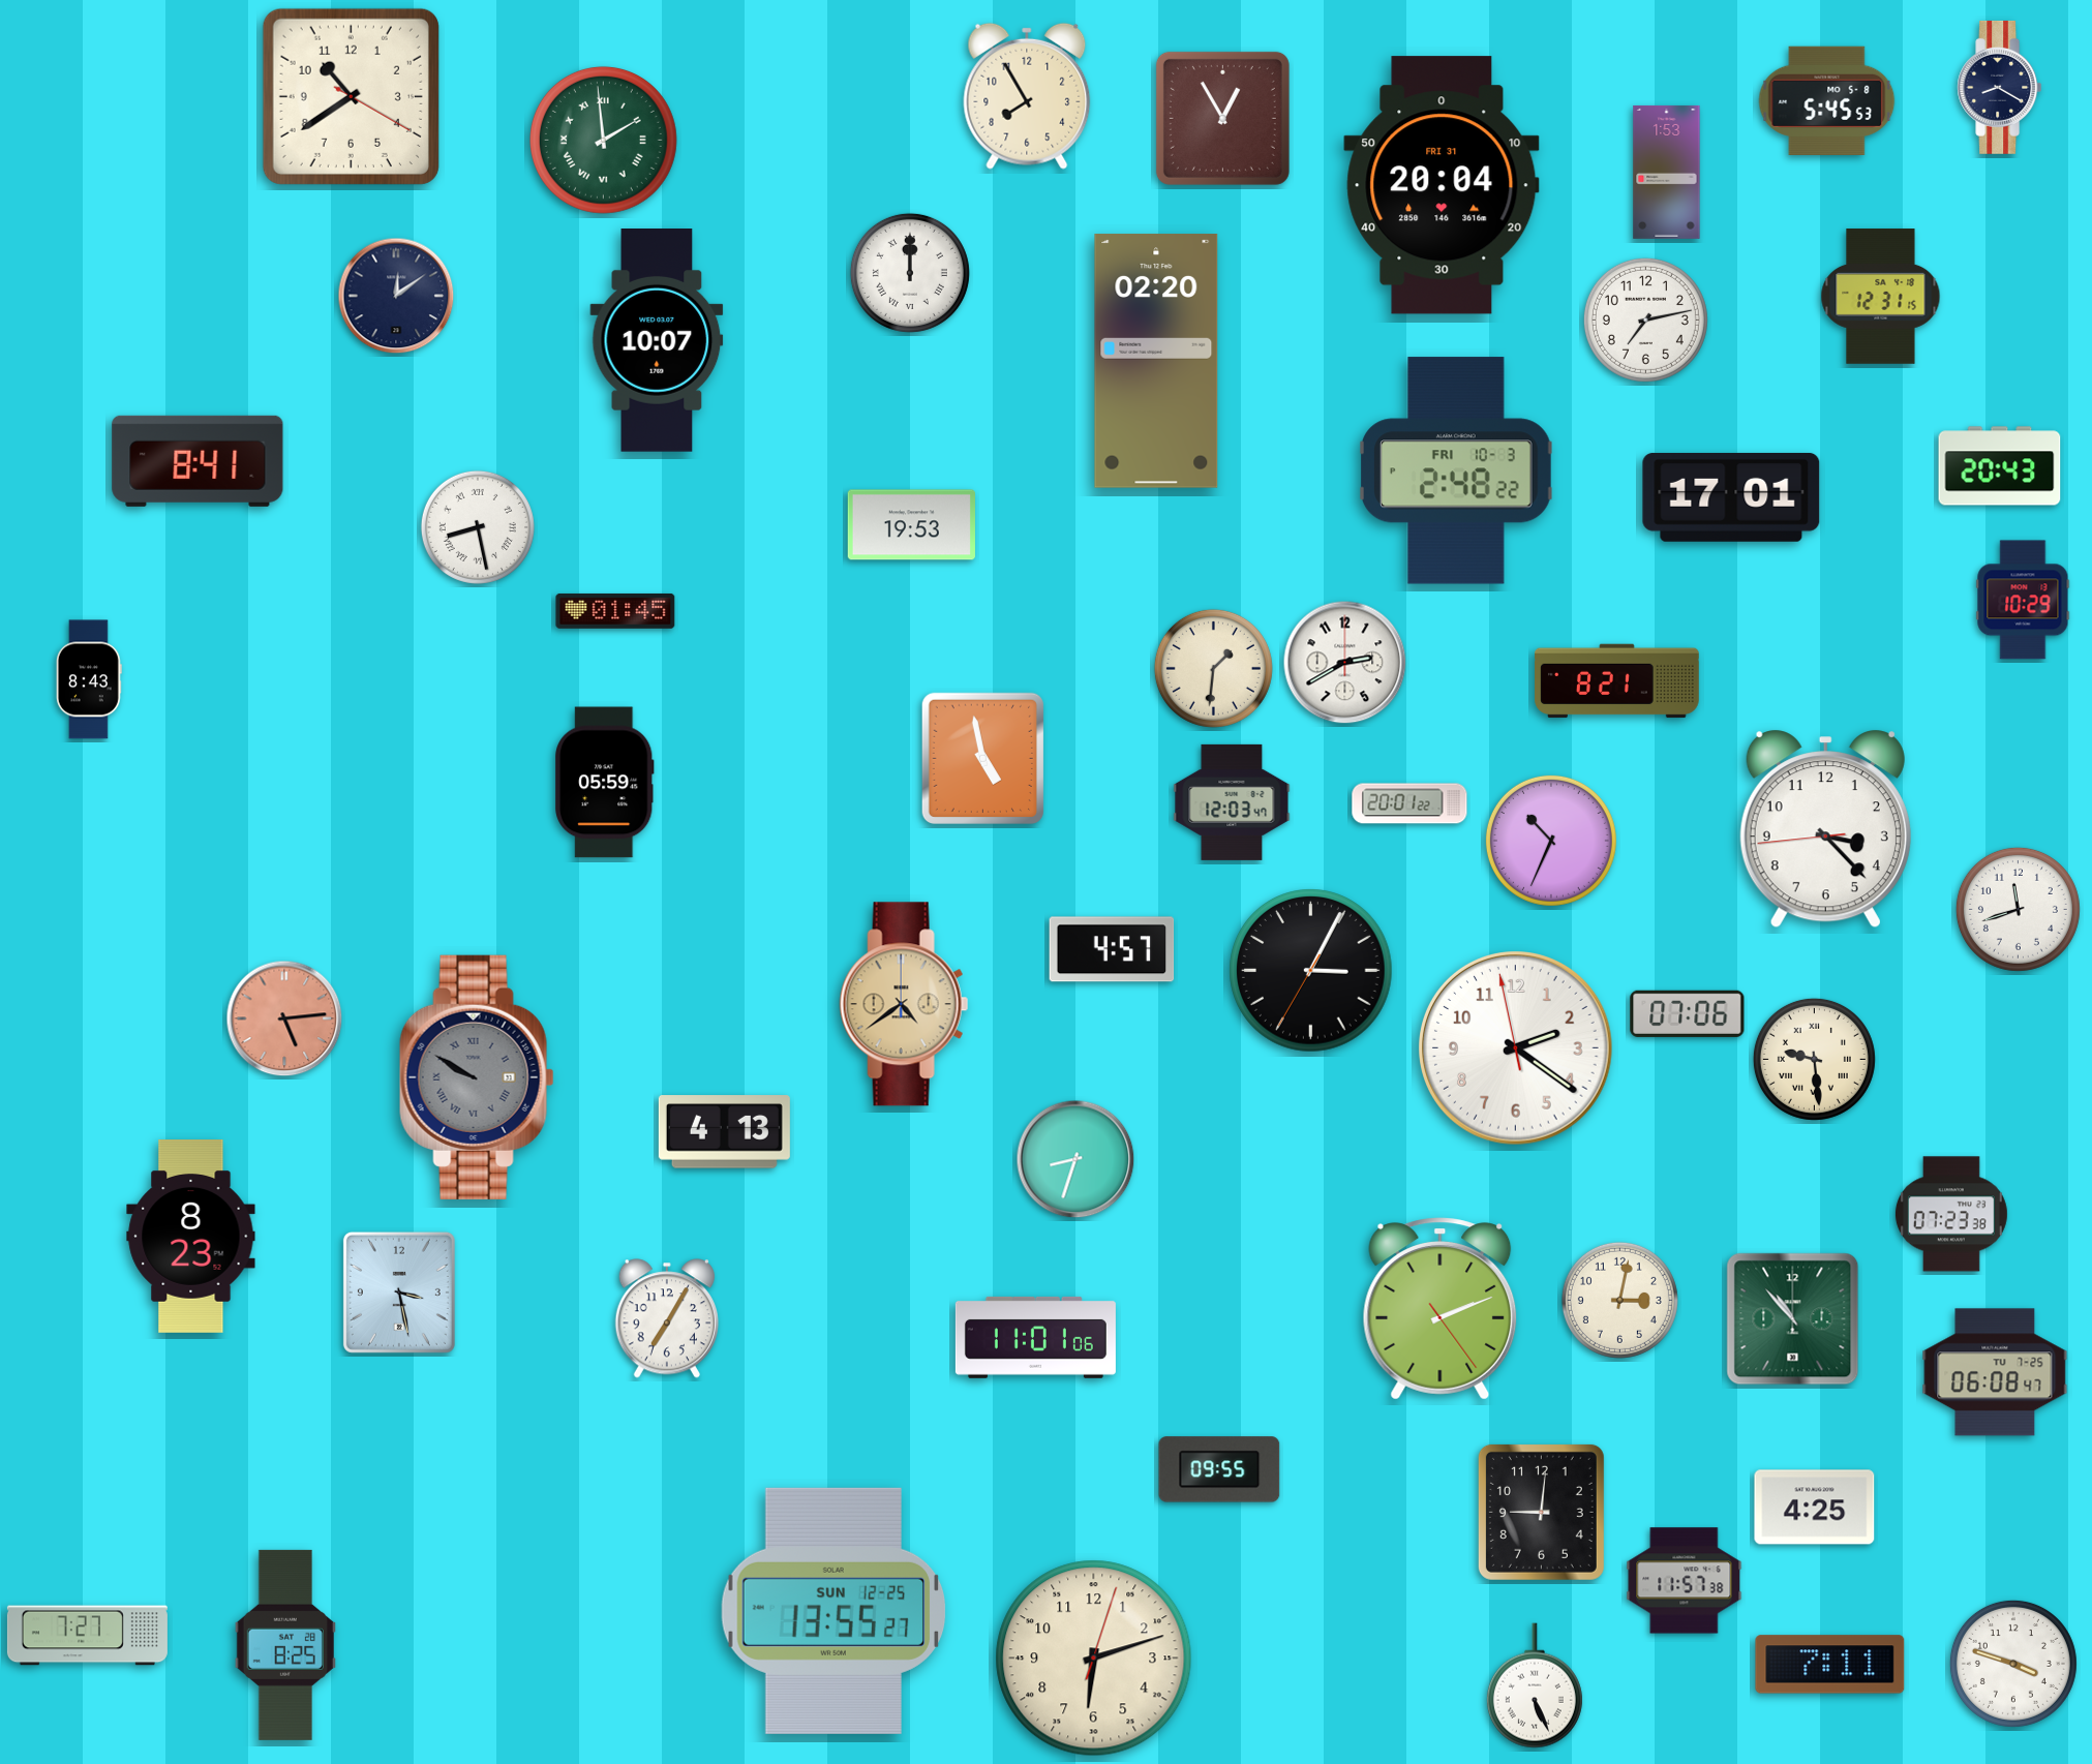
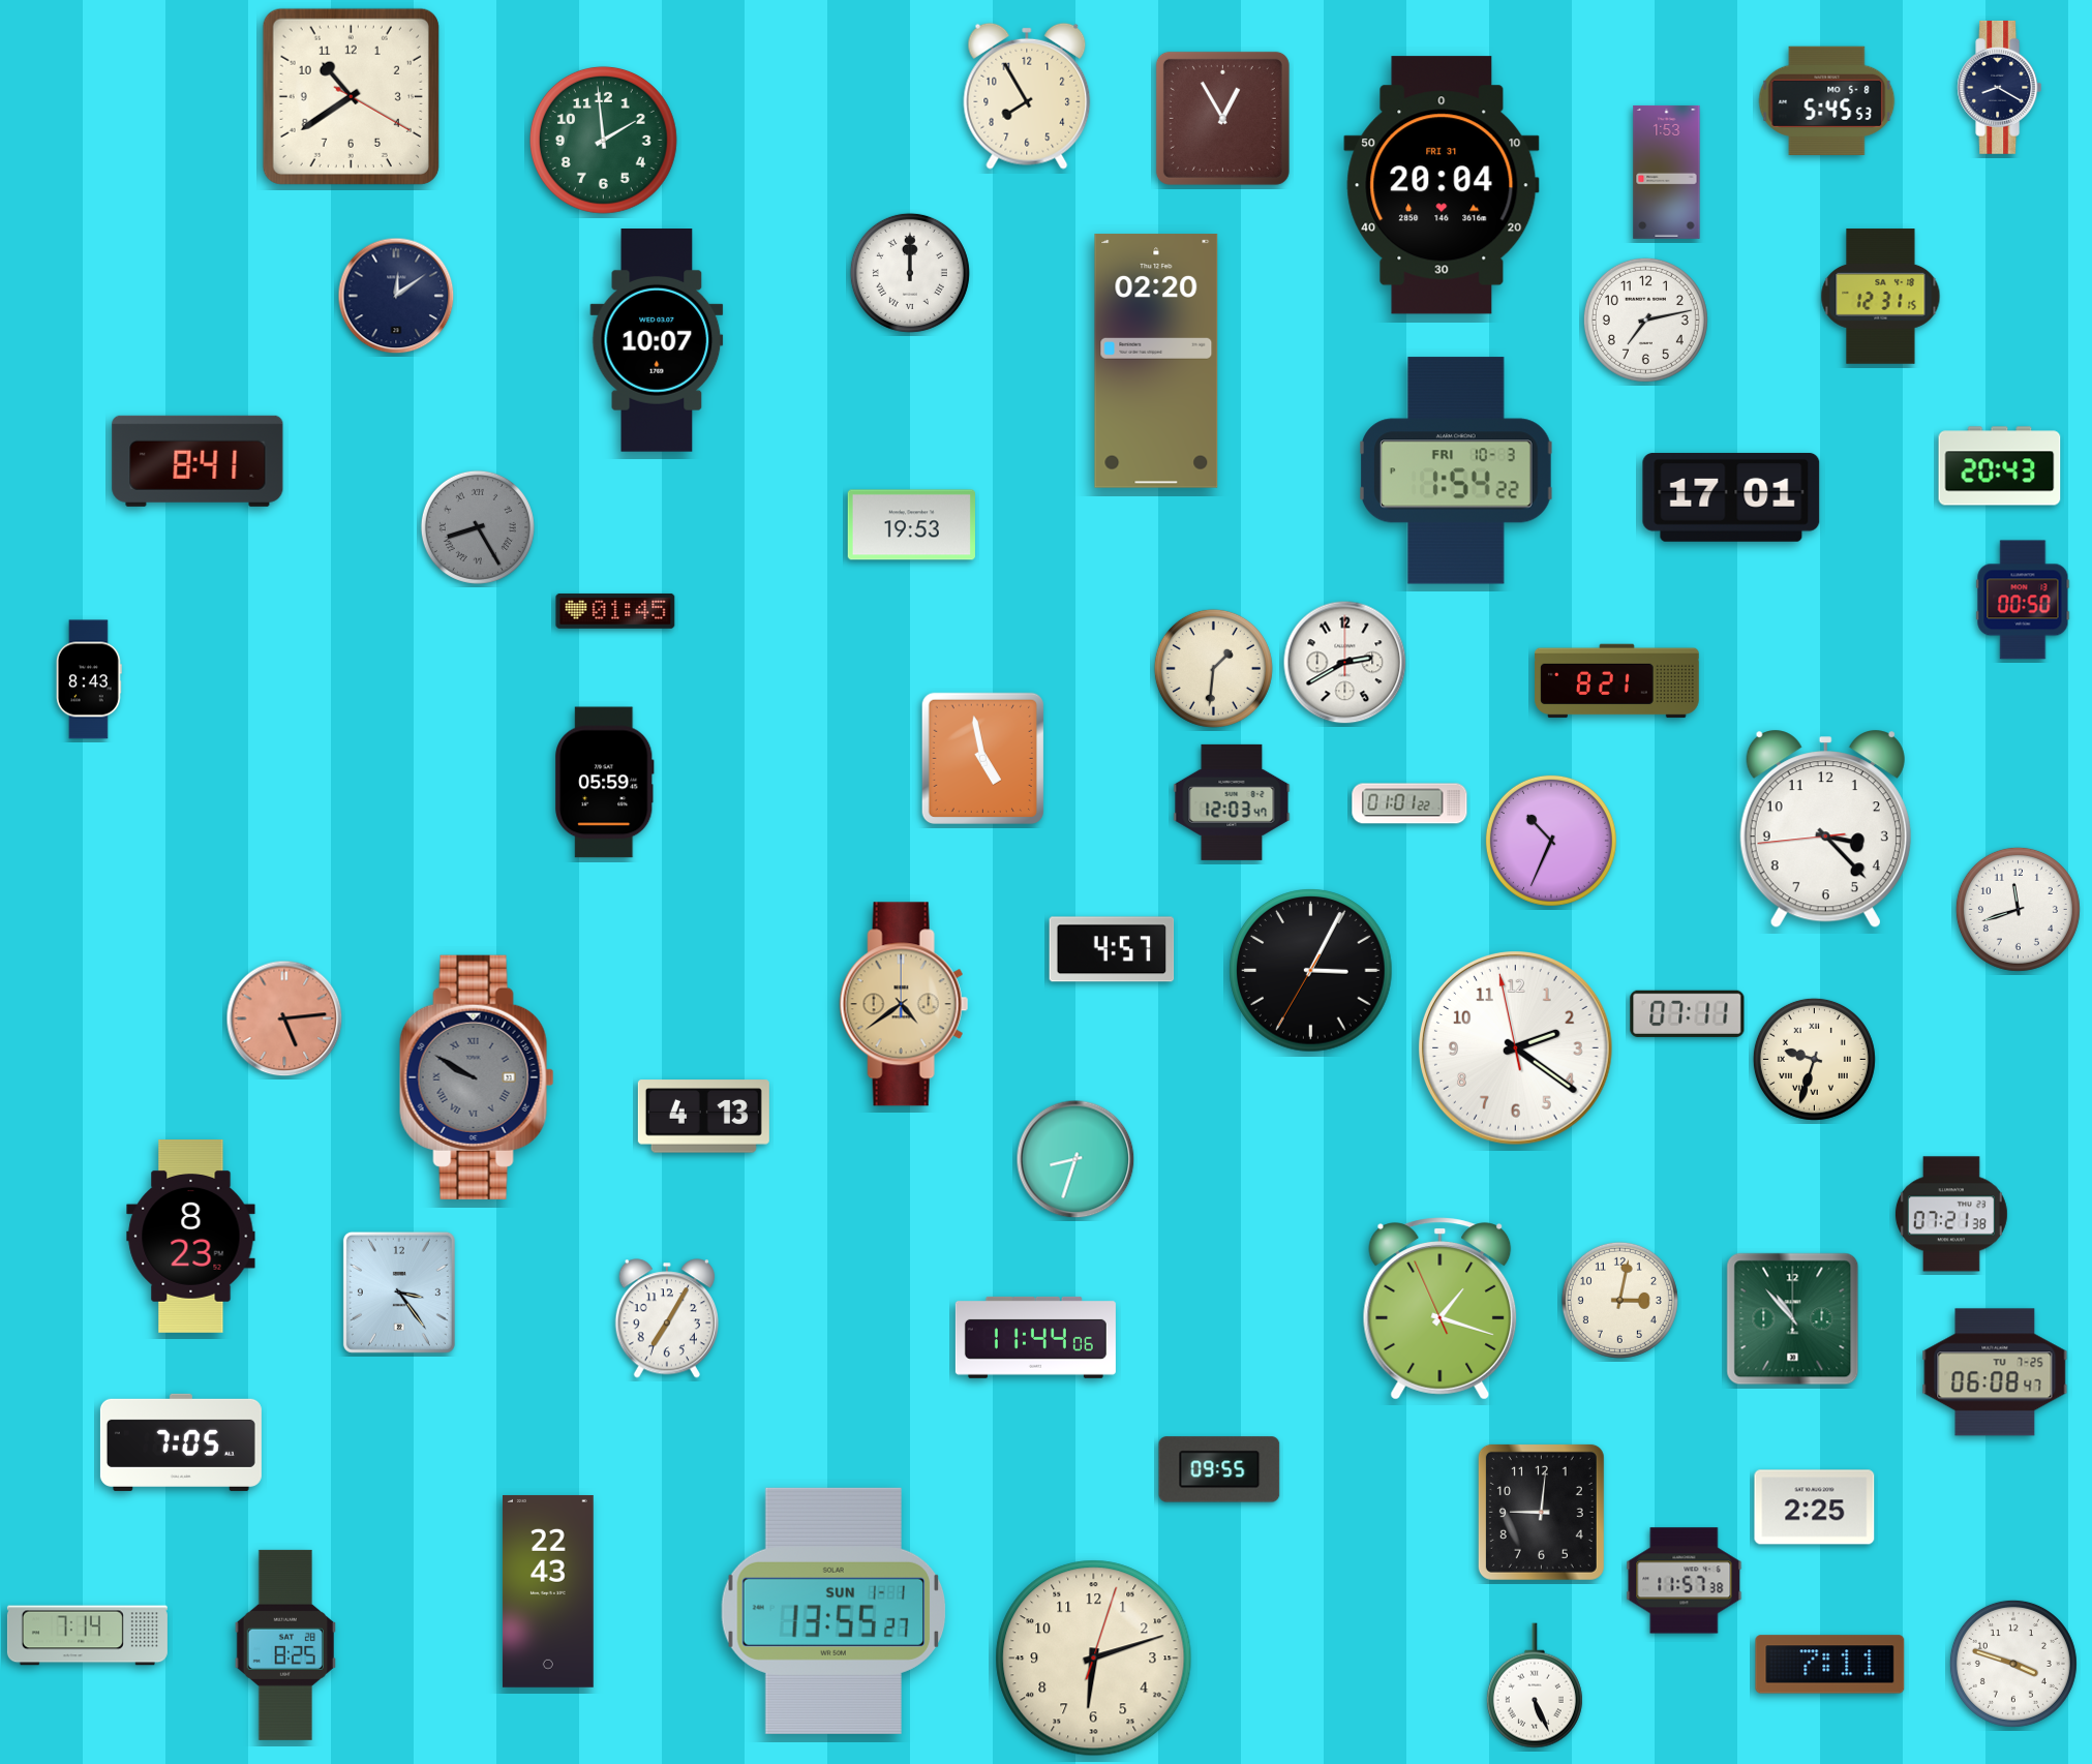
clock at (603, 140) numerals: Roman -> Arabic
clock at (1457, 470): 2:48 -> 1:54
clock at (478, 527): 8:28 -> 8:25
clock at (478, 527) dial: white -> grey
clock at (2023, 600): 10:29 -> 00:50
clock at (1409, 803): 20:01 -> 01:01
clock at (1688, 1013): 07:06 -> 07:11
clock at (1814, 1059): 9:29 -> 9:33
clock at (724, 1132) position: (724, 1132) -> (703, 1117)
clock at (1951, 1214): 07:23 -> 07:21
clock at (399, 1292): 3:28 -> 3:24
clock at (1441, 1309): 2:11 -> 1:17
clock at (1035, 1337): 11:01 -> 11:44
clock at (181, 1442): none -> 7:05
clock at (1815, 1508): 4:25 -> 2:25
clock at (548, 1591): none -> 22:43
clock at (833, 1611) date: SUN 12-25 -> SUN 1-1
clock at (87, 1636): 7:27 -> 7:14
